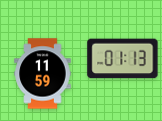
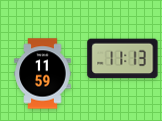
clock at (123, 59): 01:13 -> 11:13
